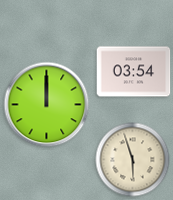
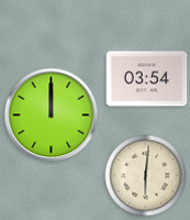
clock at (133, 160): 5:57 -> 6:01
